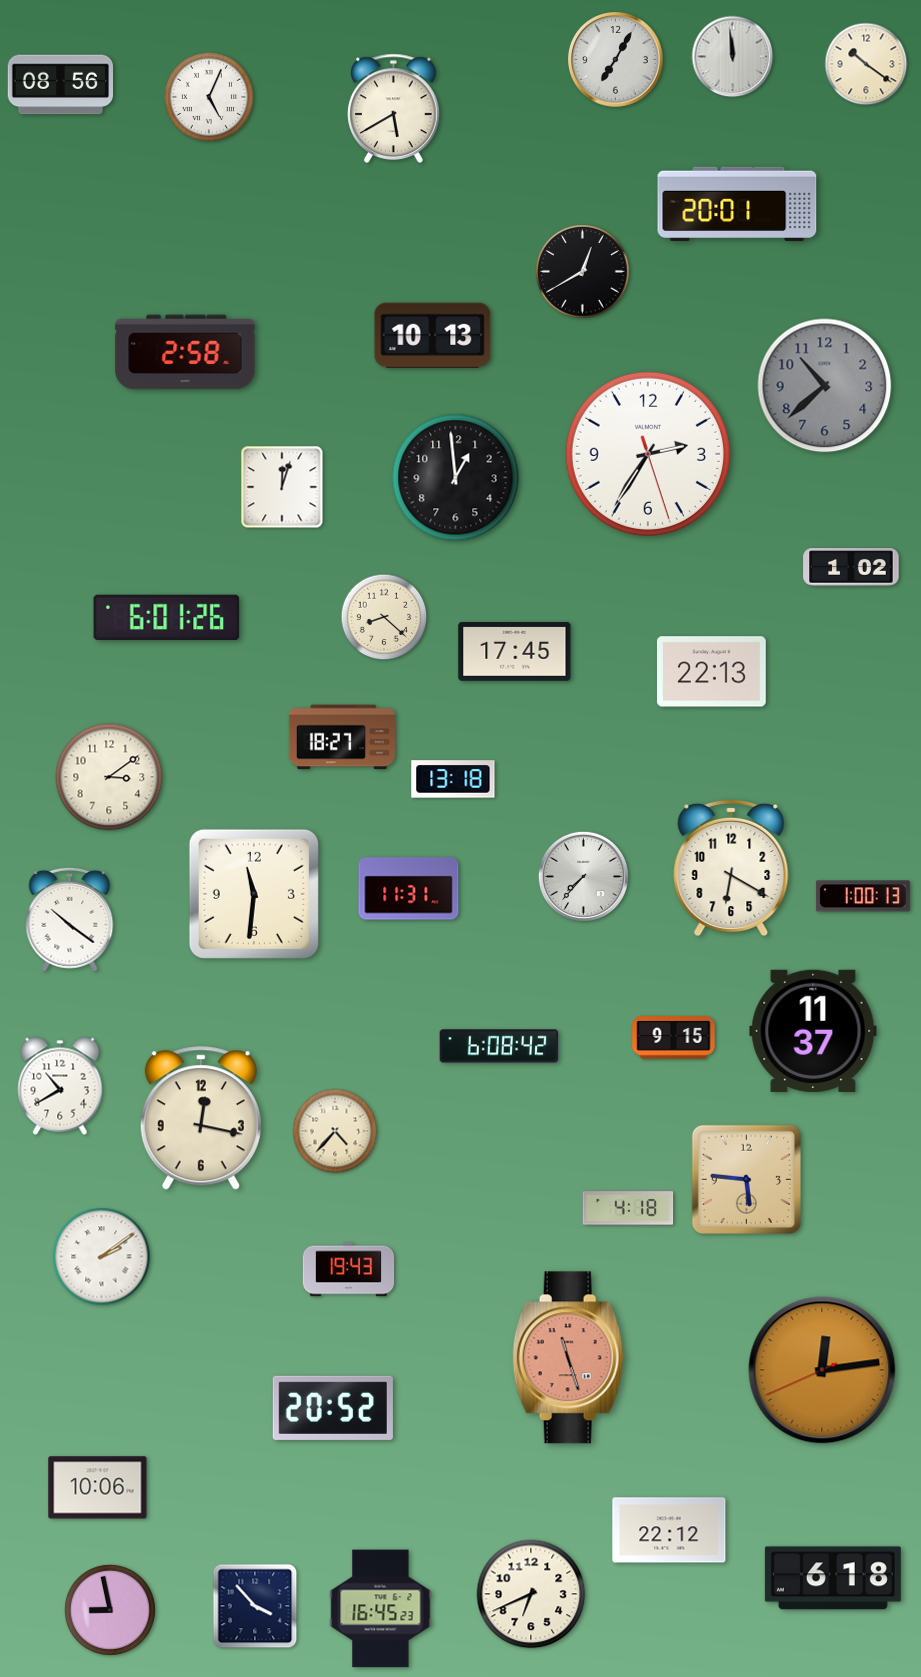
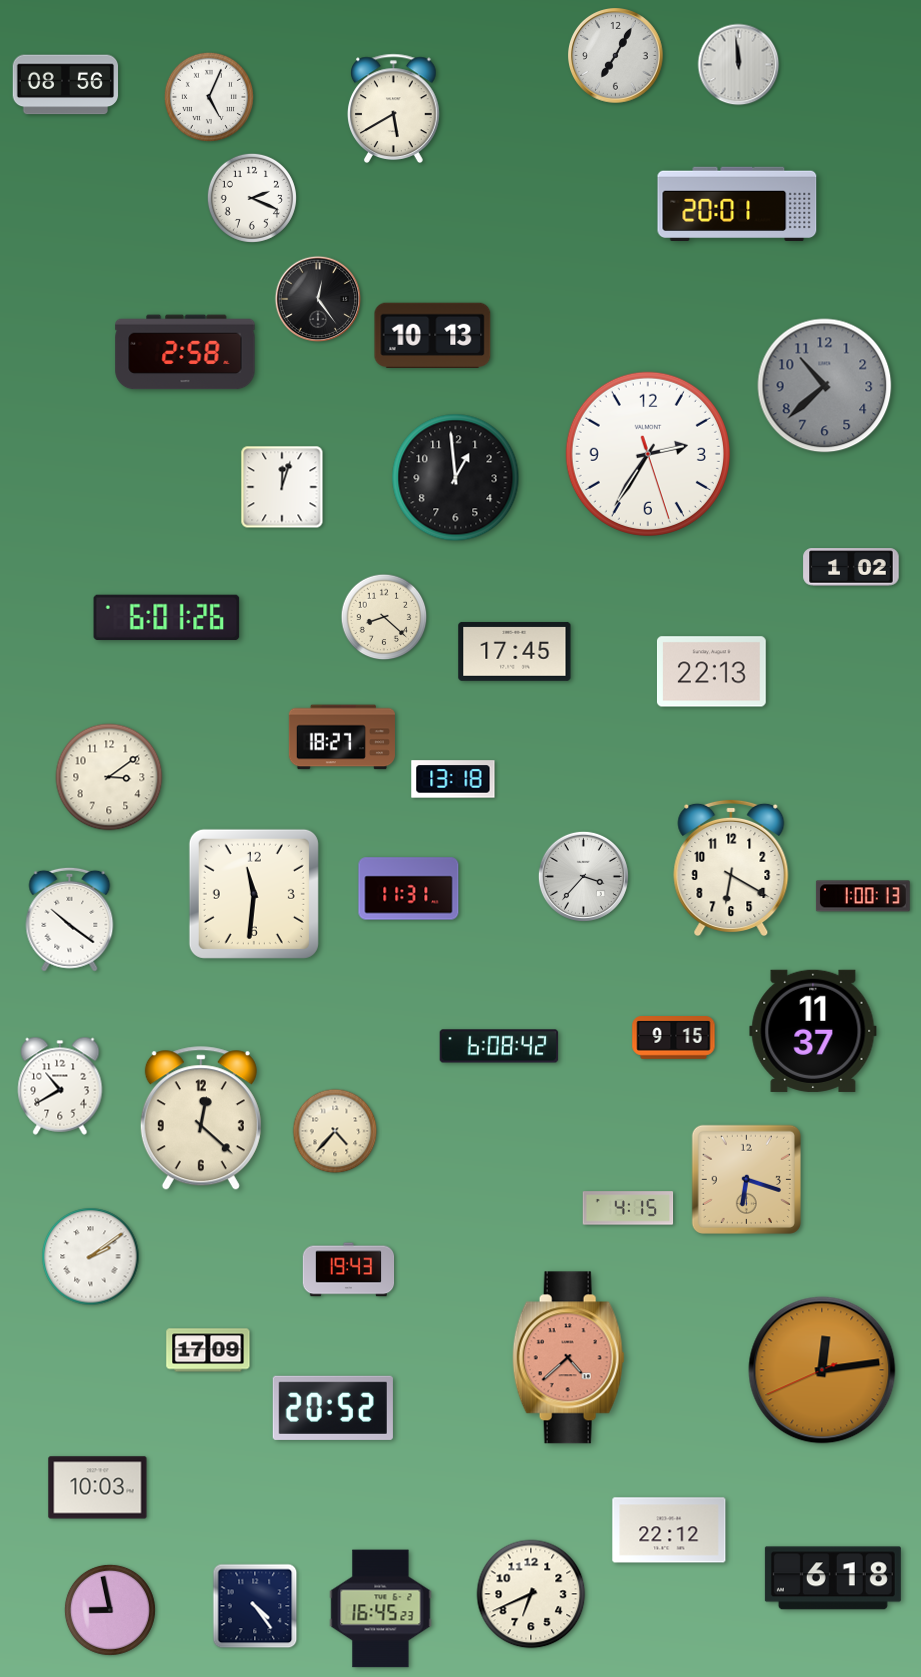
clock at (733, 57) position: (733, 57) -> (739, 65)
clock at (616, 60) position: (616, 60) -> (616, 56)
clock at (866, 64): 10:21 -> none
clock at (61, 85) position: (61, 85) -> (66, 85)
clock at (252, 198): none -> 2:19
clock at (583, 272): 12:40 -> none
clock at (318, 299): none -> 12:24
clock at (583, 876): 7:37 -> 3:37
clock at (201, 1119): 12:17 -> 12:22
clock at (746, 1179): 5:46 -> 6:18
clock at (628, 1208): 4:18 -> 4:15
clock at (102, 1257) position: (102, 1257) -> (91, 1257)
clock at (208, 1350): none -> 17:09
clock at (568, 1358): 11:27 -> 4:38
clock at (98, 1488): 10:06 -> 10:03
clock at (255, 1606): 3:53 -> 4:24
